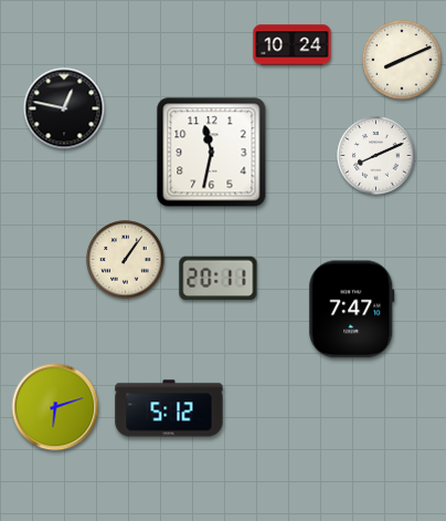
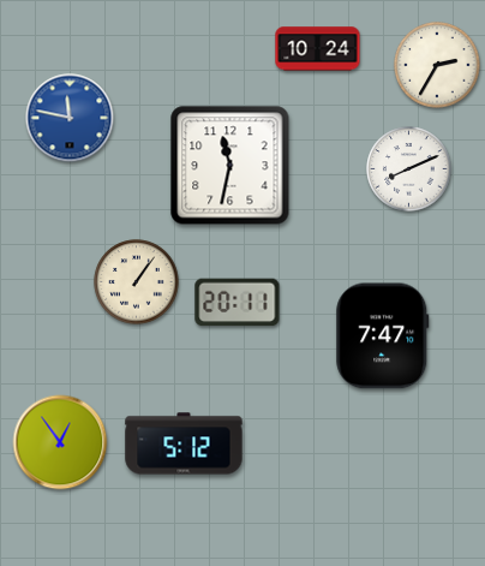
clock at (402, 60): 8:11 -> 2:35
clock at (64, 108): 12:47 -> 11:47
clock at (64, 108) dial: black -> blue
clock at (55, 407): 6:12 -> 12:54
